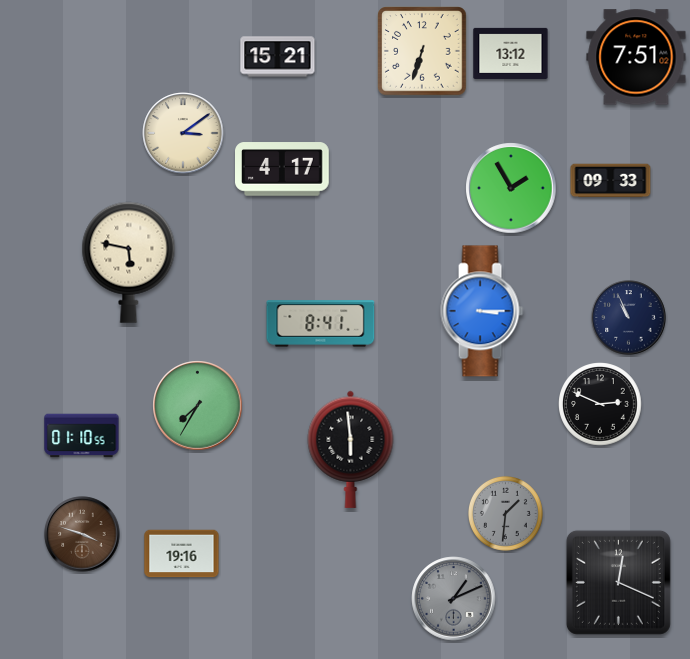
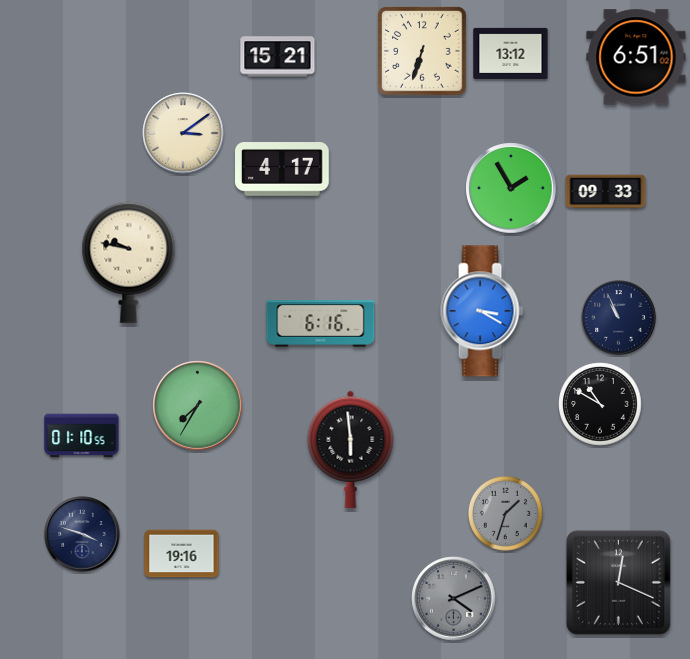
clock at (636, 57): 7:51 -> 6:51
clock at (611, 181) position: (611, 181) -> (606, 192)
clock at (129, 262): 5:47 -> 9:47
clock at (482, 311): 3:15 -> 3:20
clock at (629, 318) position: (629, 318) -> (619, 318)
clock at (321, 324): 8:41 -> 6:16
clock at (600, 404): 2:49 -> 10:50
clock at (505, 513): 1:31 -> 1:33
clock at (82, 534) dial: brown -> navy
clock at (454, 599): 1:11 -> 4:11
